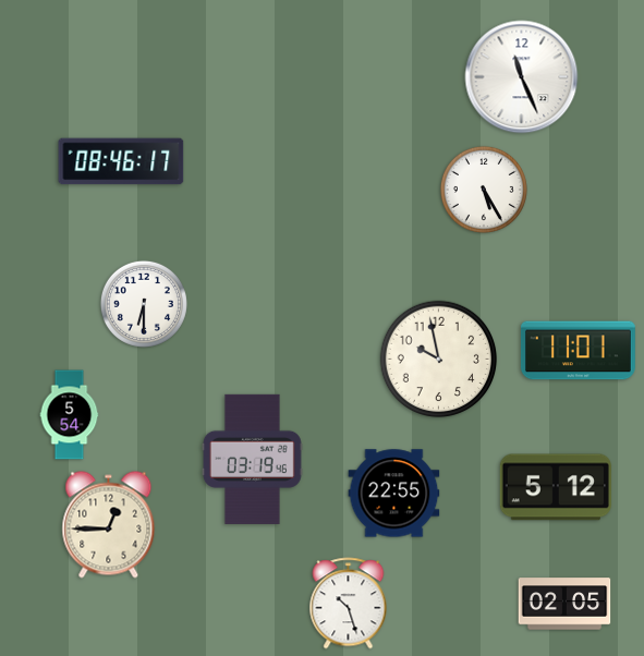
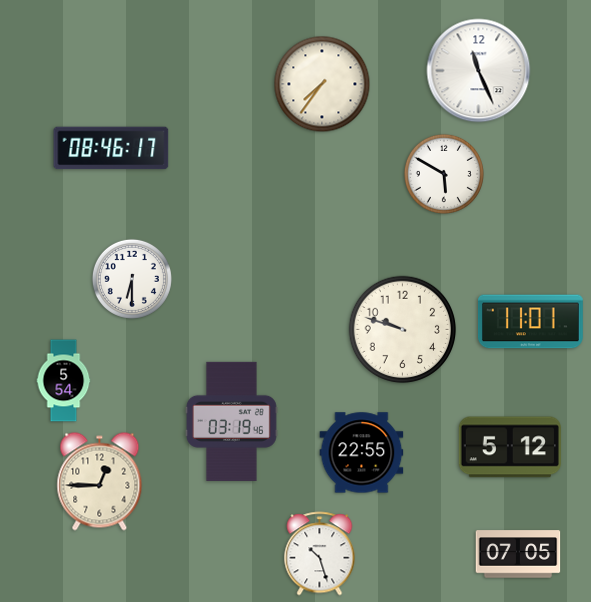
clock at (322, 84): none -> 7:36
clock at (484, 190): 5:25 -> 5:50
clock at (439, 360): 9:58 -> 9:48
clock at (564, 604): 02:05 -> 07:05
